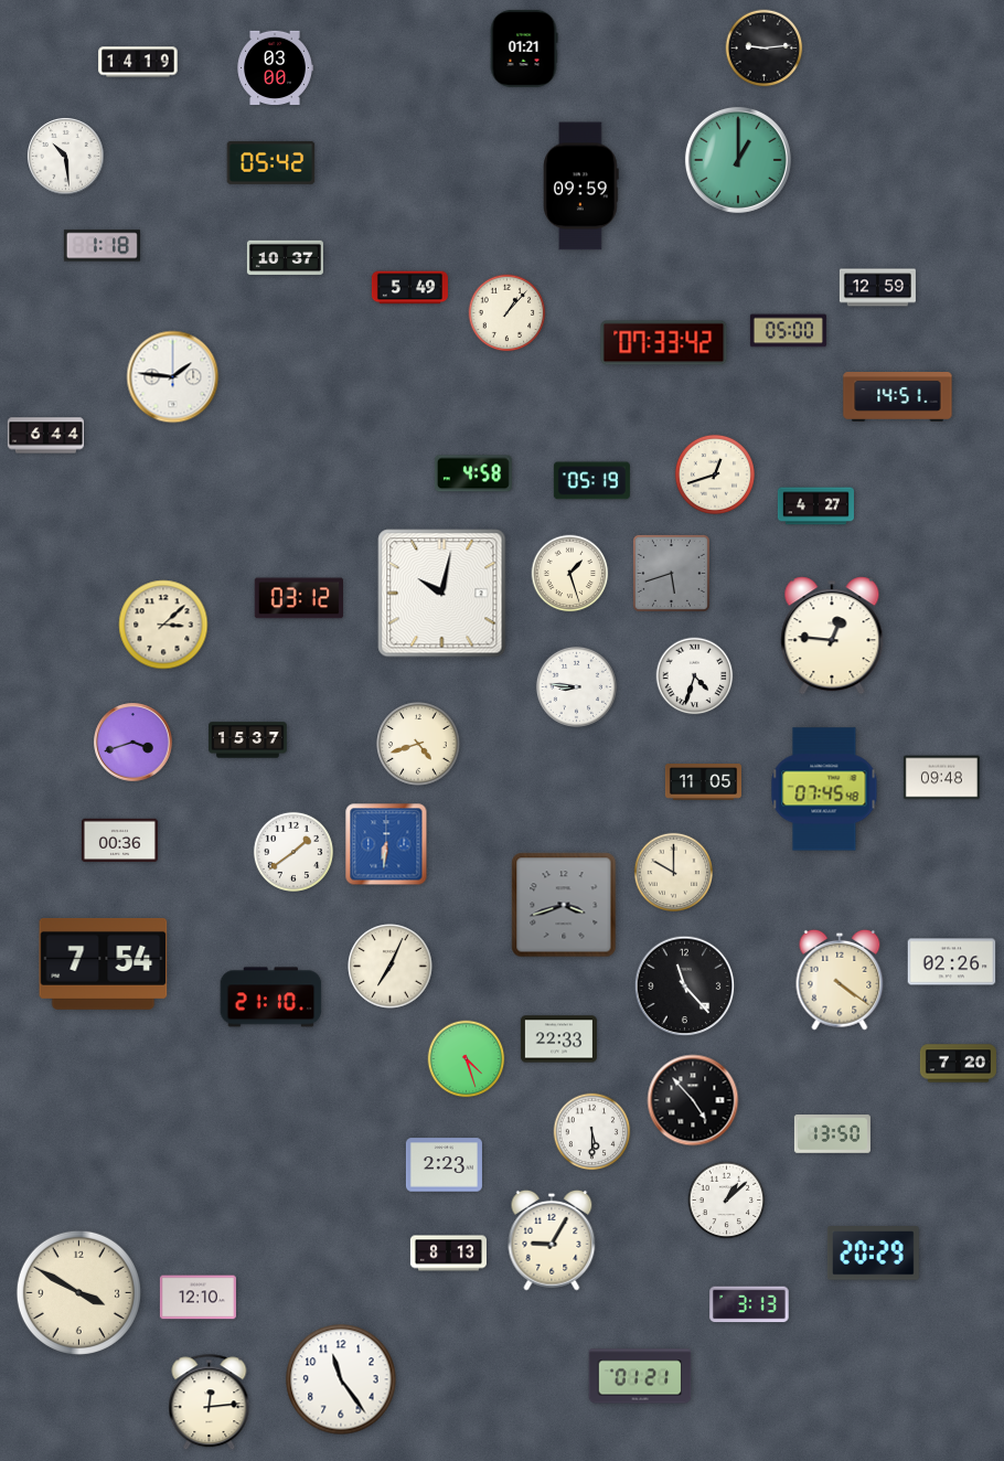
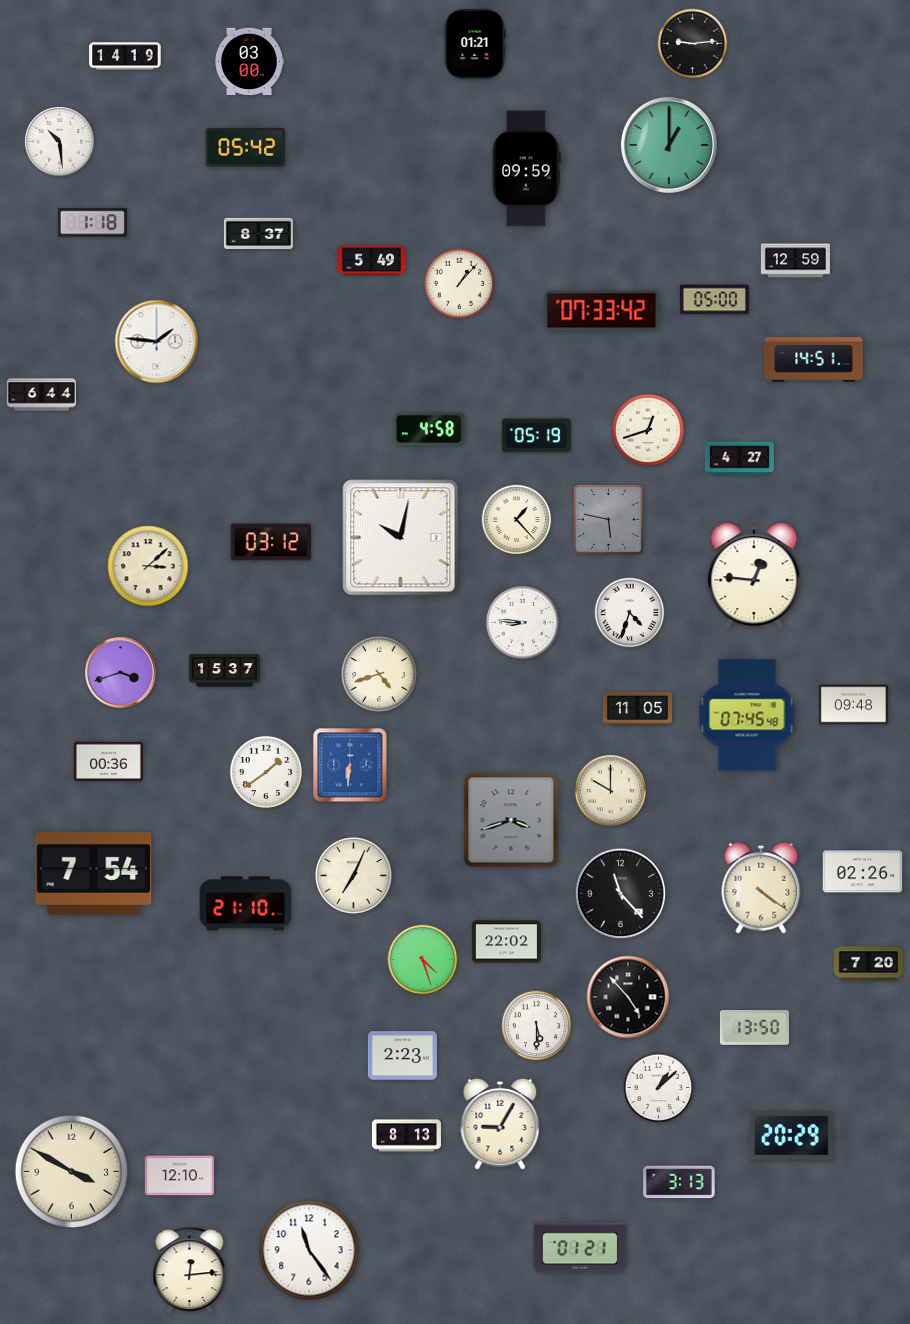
clock at (285, 258): 10:37 -> 8:37
clock at (671, 573): 5:42 -> 5:47
clock at (570, 574): 1:27 -> 1:23
clock at (558, 1039): 22:33 -> 22:02
